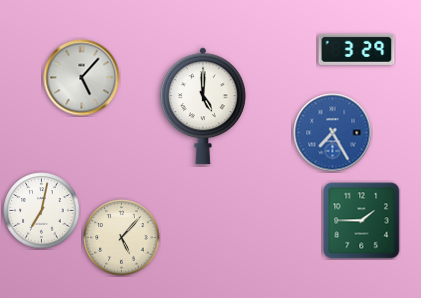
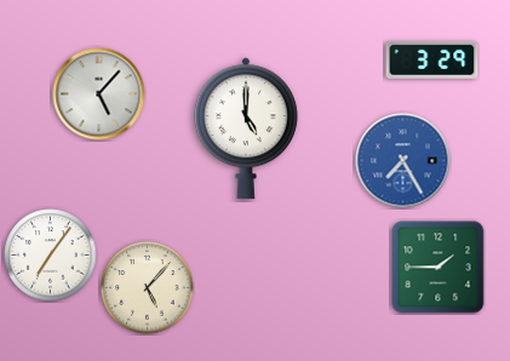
clock at (42, 211): 7:02 -> 7:06
